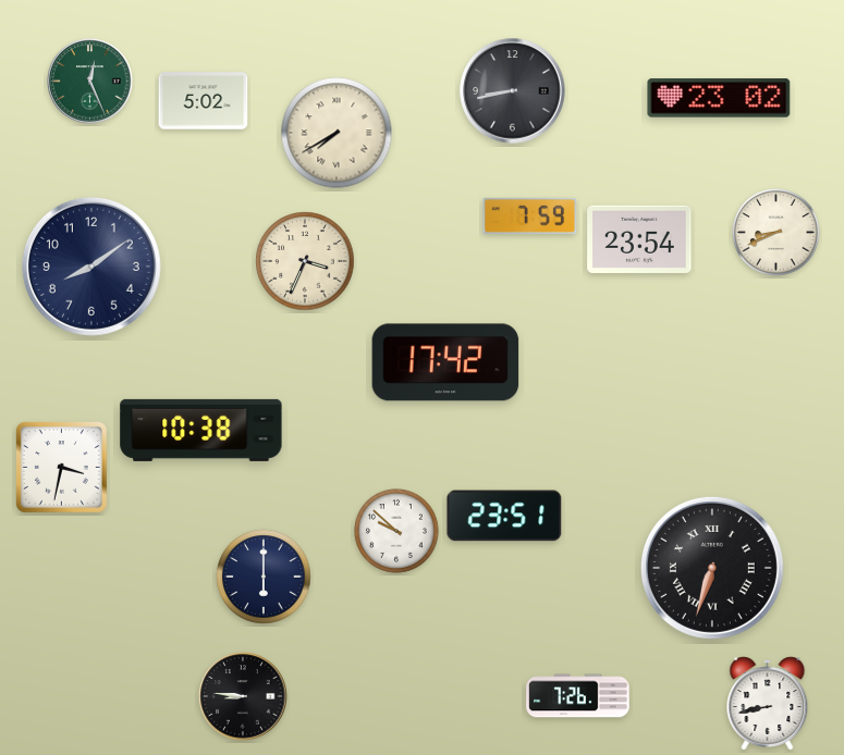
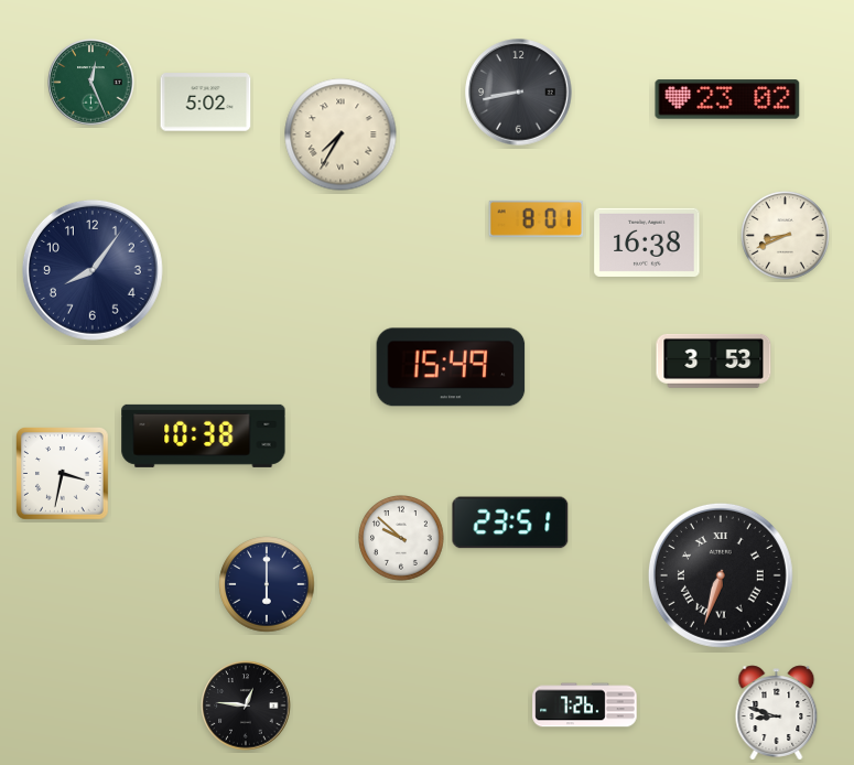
clock at (337, 133): 7:40 -> 7:35
clock at (530, 215): 7:59 -> 8:01
clock at (639, 239): 23:54 -> 16:38
clock at (305, 261): 3:34 -> none
clock at (91, 267): 8:09 -> 8:06
clock at (714, 360): none -> 3:53
clock at (445, 362): 17:42 -> 15:49
clock at (243, 696): 8:46 -> 12:46
clock at (768, 704): 8:43 -> 8:48
